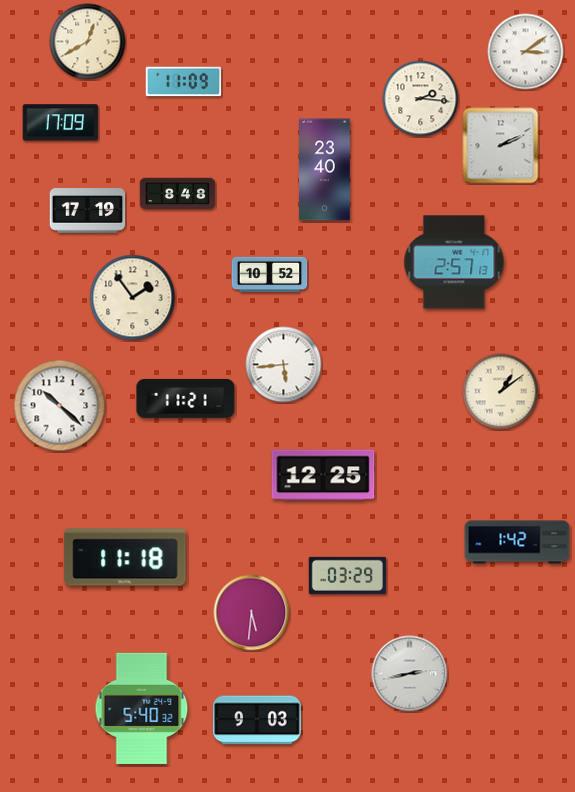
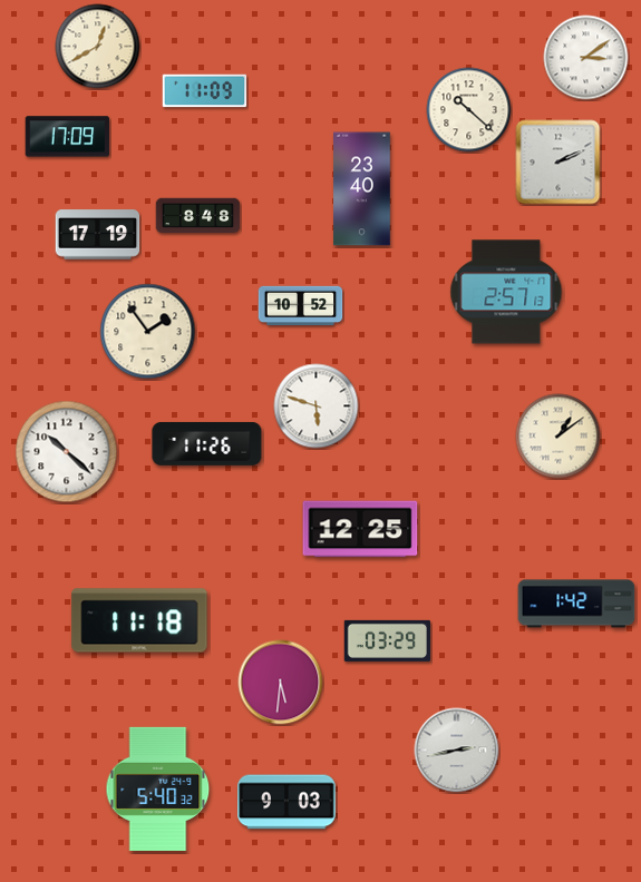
clock at (421, 99): 2:16 -> 10:22
clock at (284, 365): 5:44 -> 5:48
clock at (186, 398): 11:21 -> 11:26
